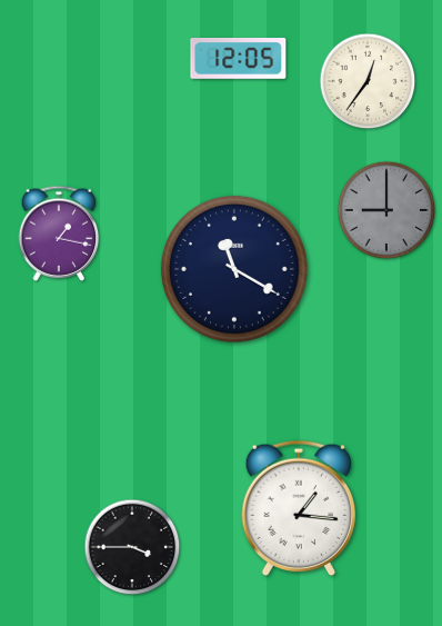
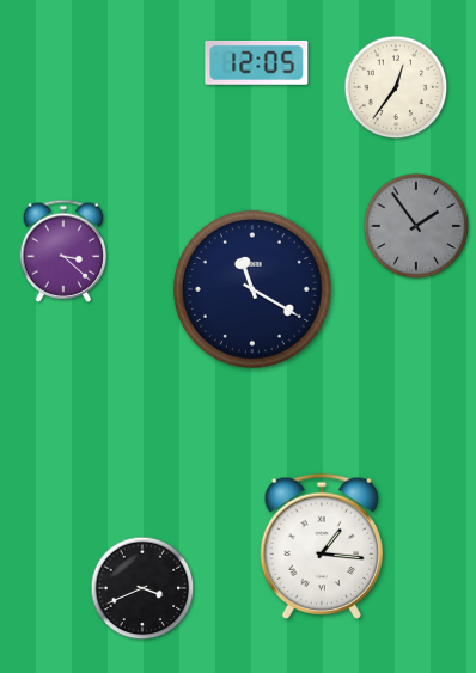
clock at (386, 210): 9:00 -> 1:54
clock at (59, 233): 1:17 -> 3:22
clock at (132, 547): 3:45 -> 3:41
